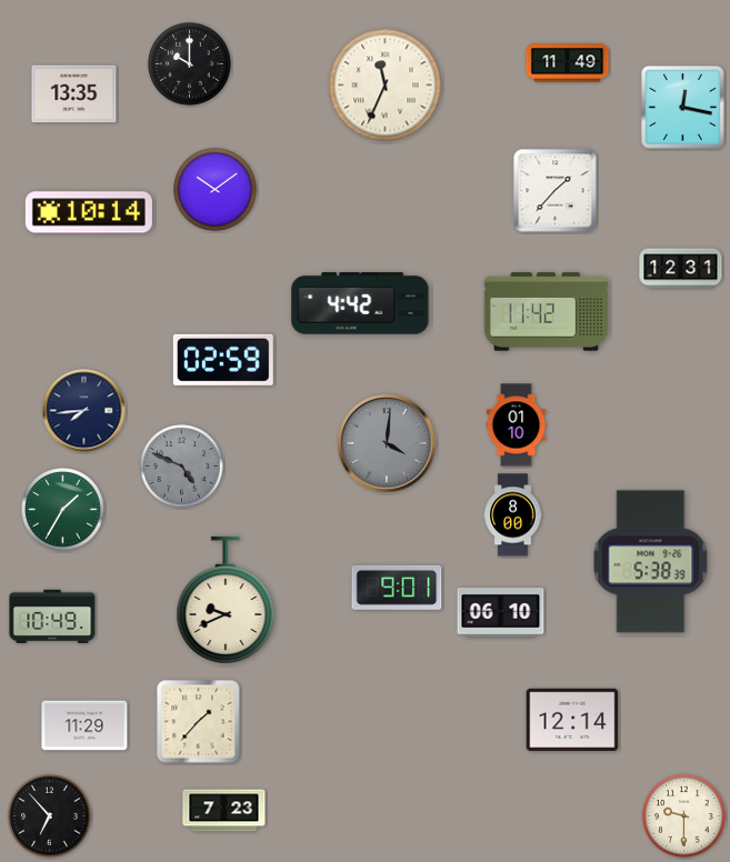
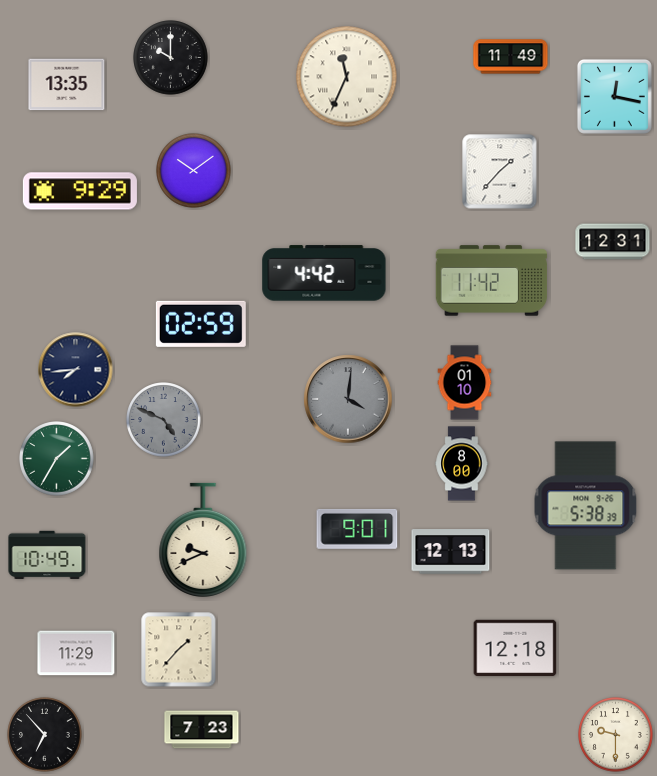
clock at (89, 212): 10:14 -> 9:29
clock at (501, 613): 06:10 -> 12:13
clock at (572, 720): 12:14 -> 12:18
